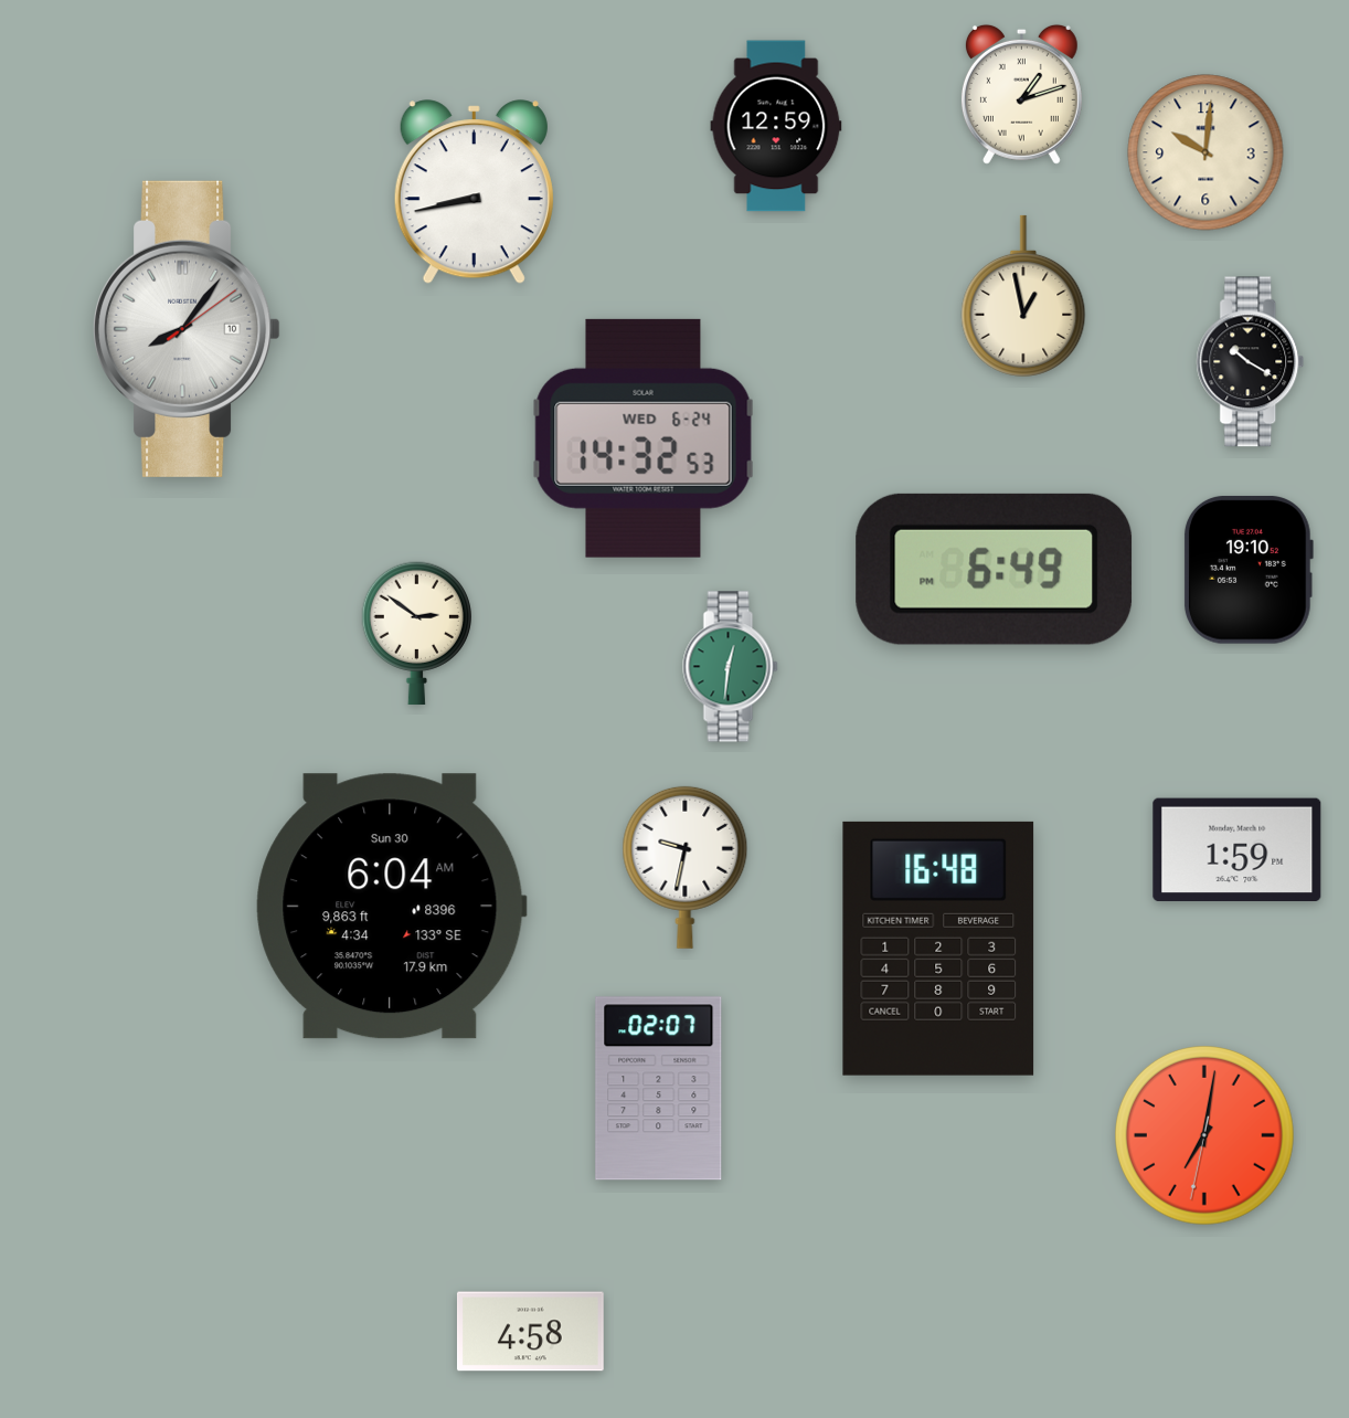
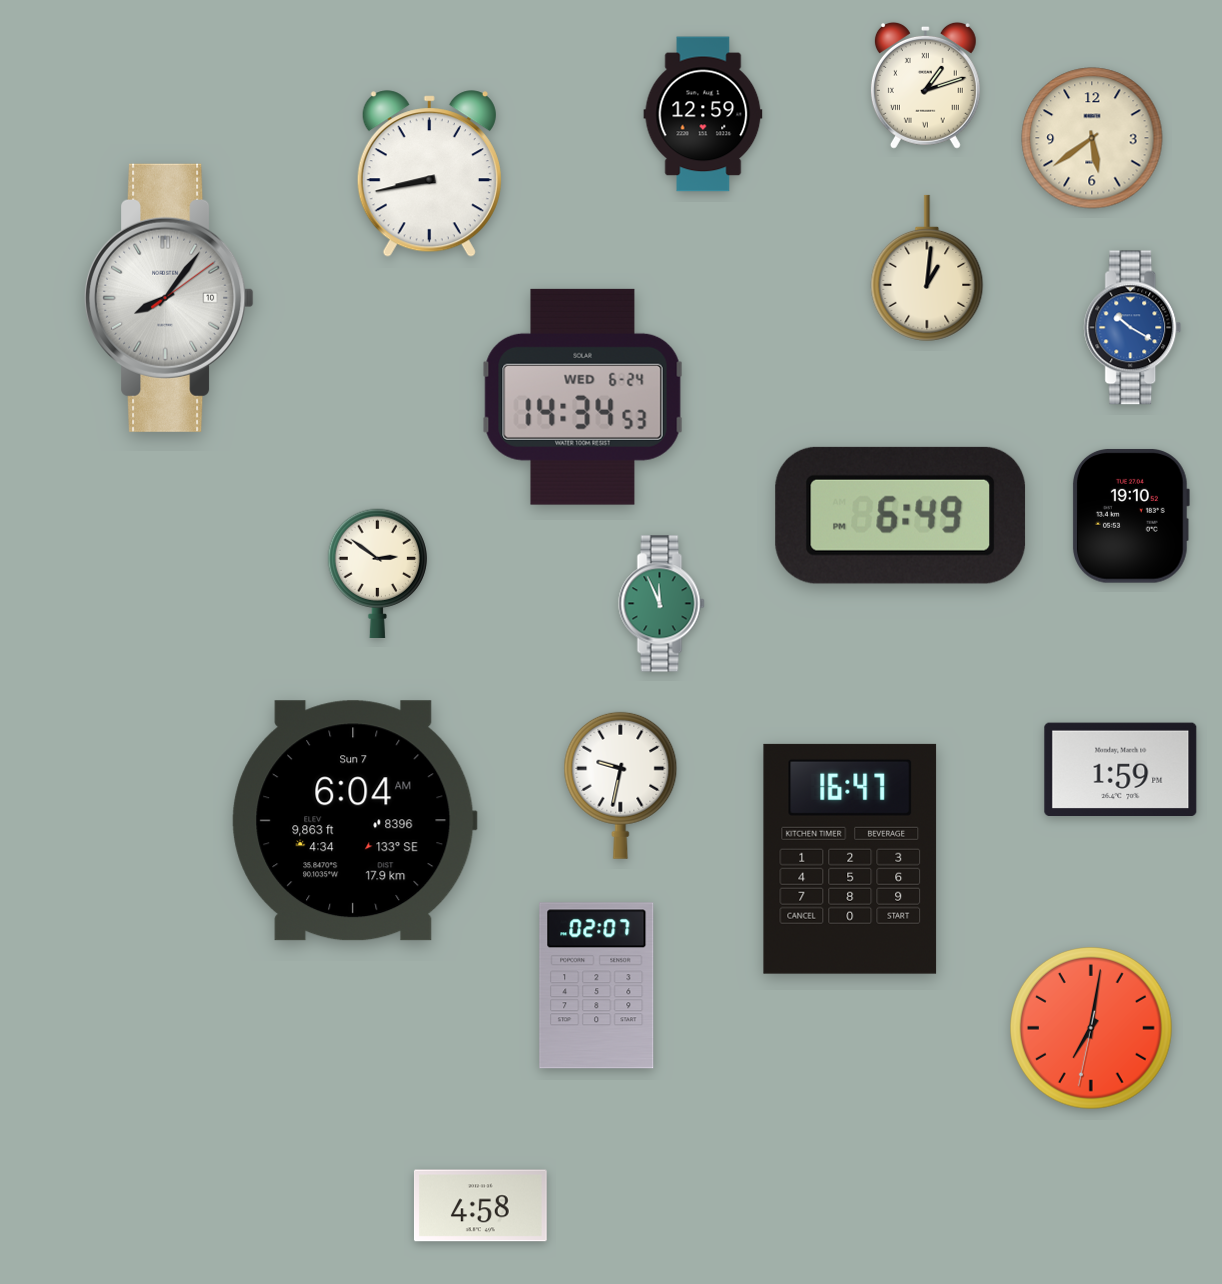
clock at (1205, 152): 10:01 -> 5:39
clock at (1023, 296): 12:58 -> 1:01
clock at (1251, 362) dial: black -> blue
clock at (644, 438): 14:32 -> 14:34
clock at (731, 667): 12:31 -> 11:56
clock at (391, 907) date: Sun 30 -> Sun 7
clock at (938, 949): 16:48 -> 16:47
